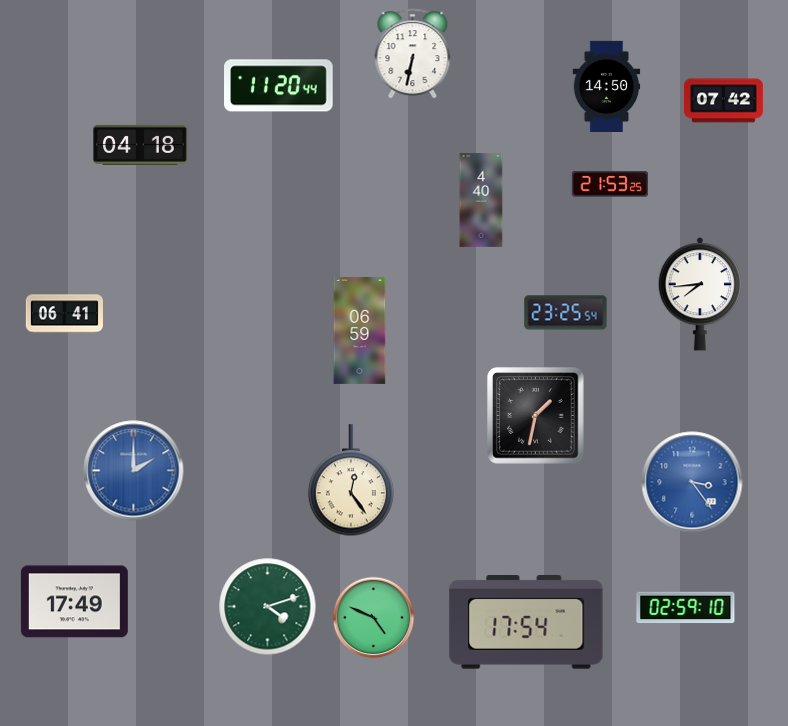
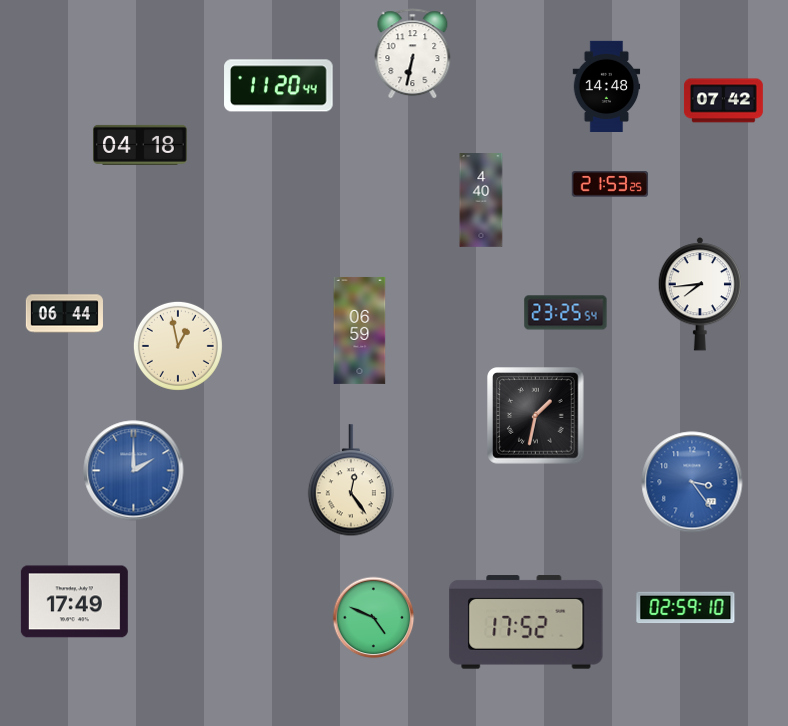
clock at (607, 86): 14:50 -> 14:48
clock at (64, 314): 06:41 -> 06:44
clock at (178, 346): none -> 12:58
clock at (268, 607): 4:12 -> none
clock at (526, 622): 17:54 -> 17:52
